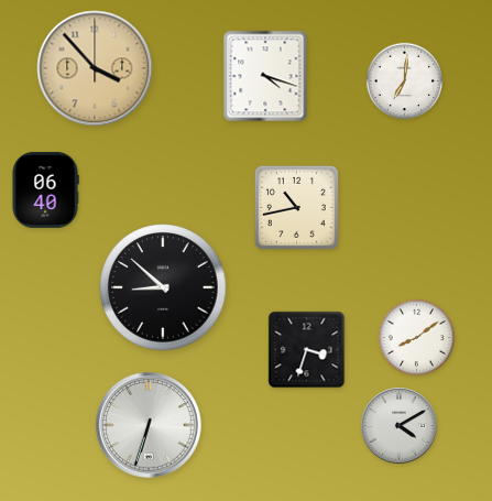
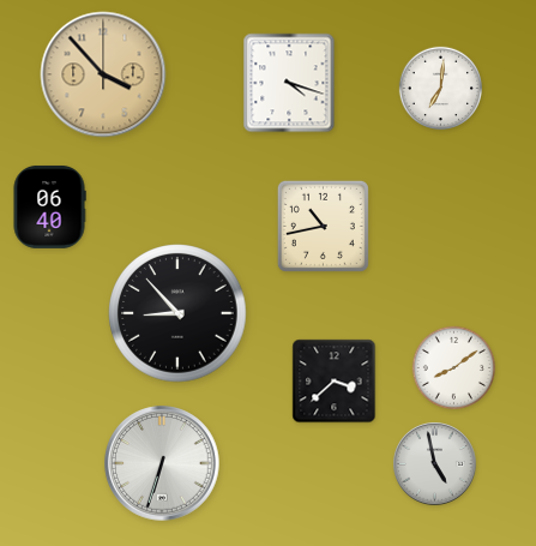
clock at (163, 287): 8:52 -> 8:53
clock at (307, 350): 3:33 -> 3:38
clock at (400, 426): 4:10 -> 4:58
